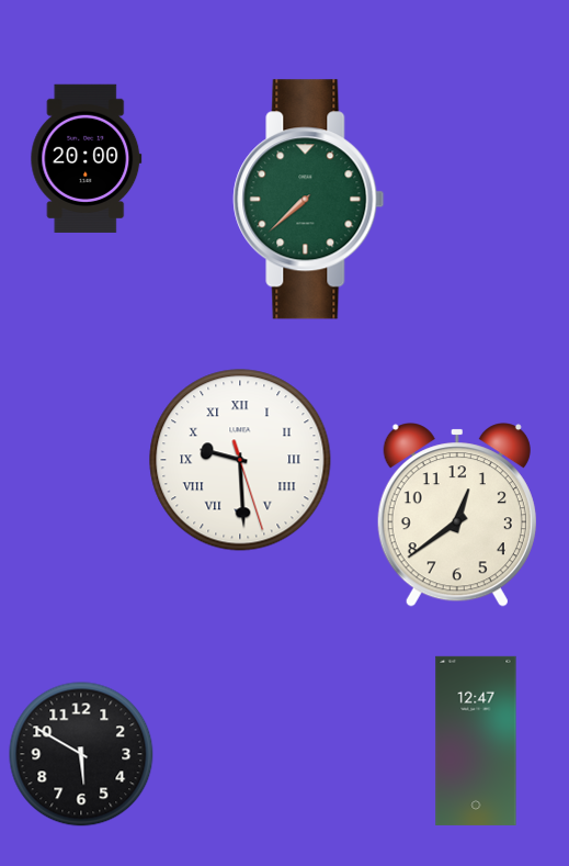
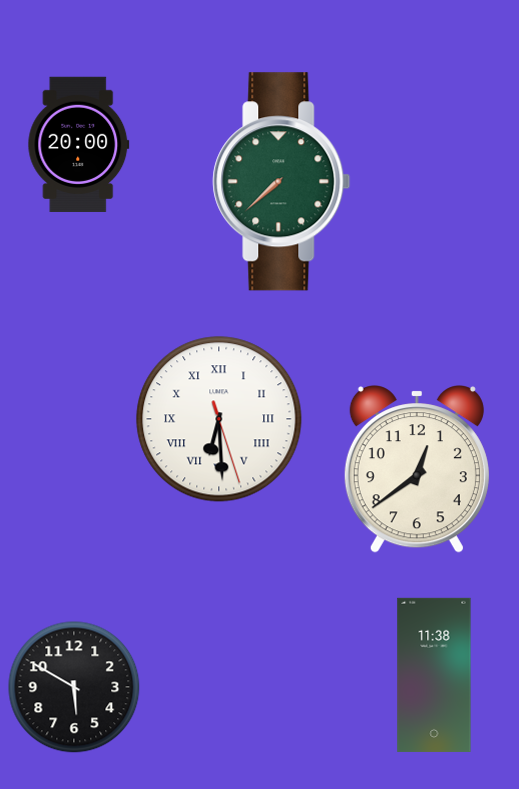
clock at (240, 460): 9:29 -> 6:29
clock at (476, 741): 12:47 -> 11:38
